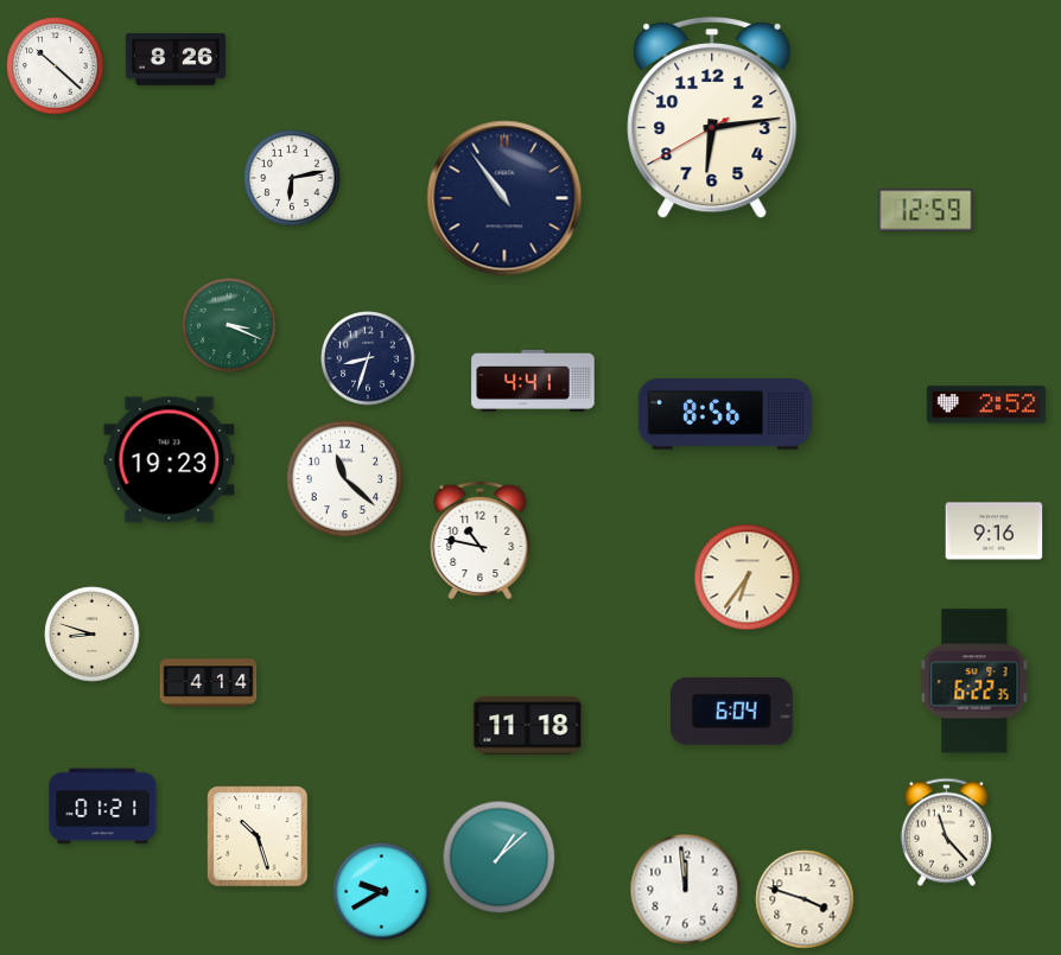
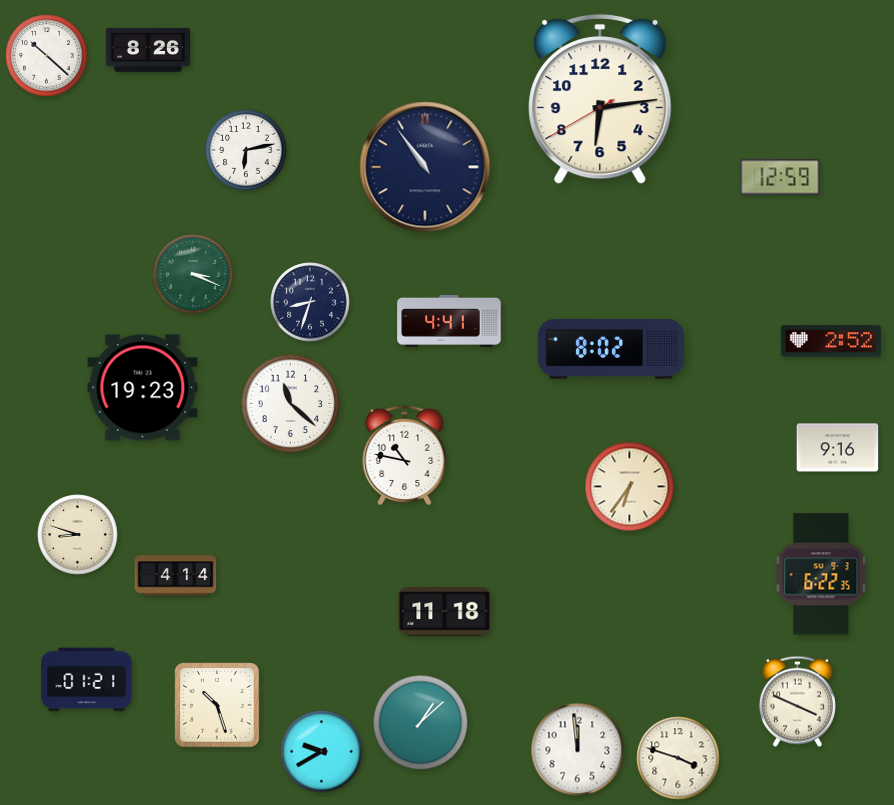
clock at (725, 415): 8:56 -> 8:02
clock at (731, 712): 6:04 -> none
clock at (946, 832): 11:23 -> 3:49
